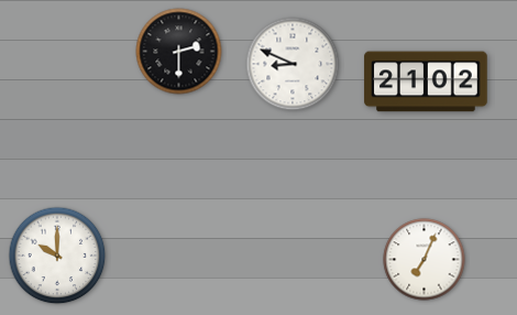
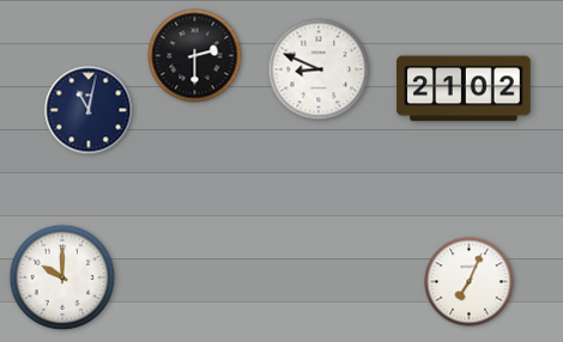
clock at (89, 110): none -> 11:02
clock at (425, 260) position: (425, 260) -> (470, 282)
